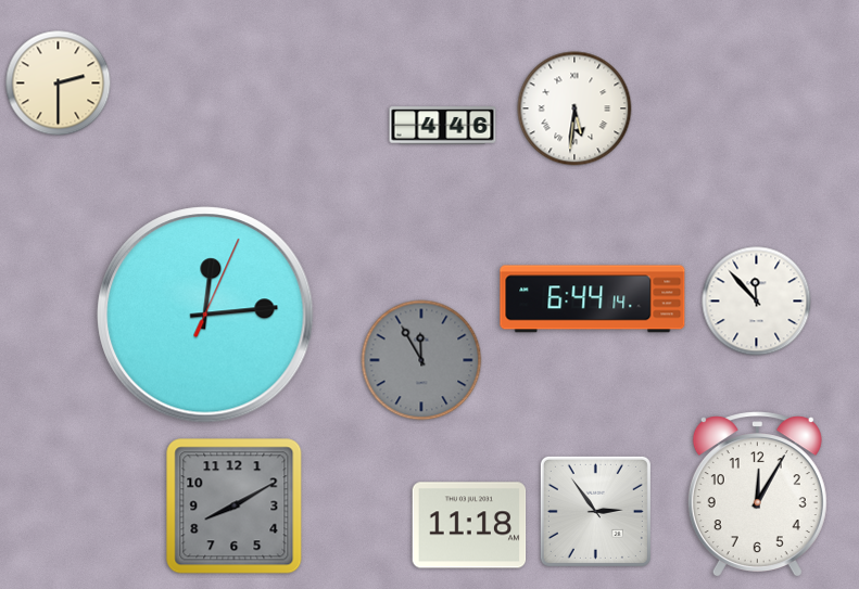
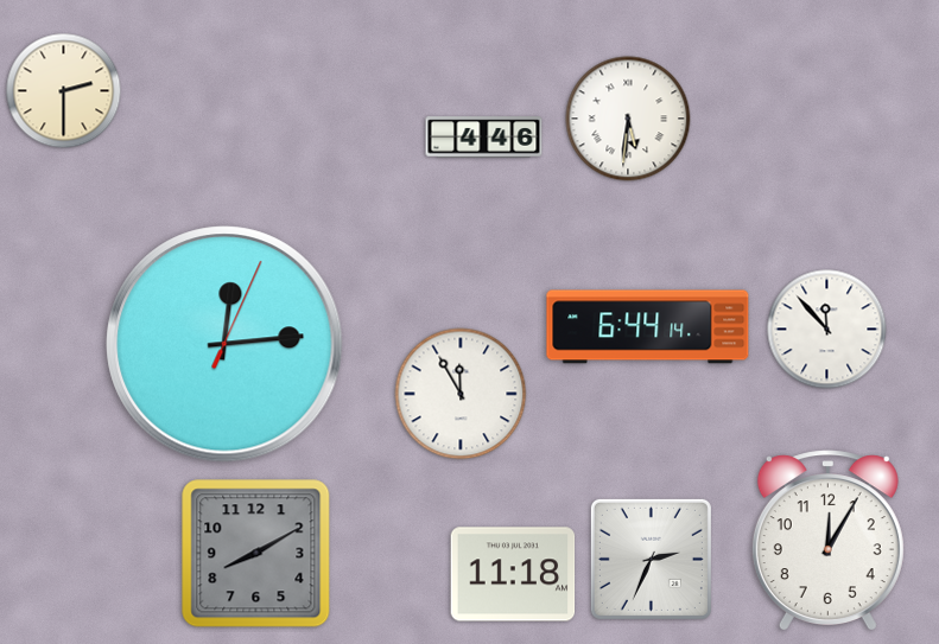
clock at (421, 360) dial: grey -> white
clock at (595, 511): 2:54 -> 2:34
